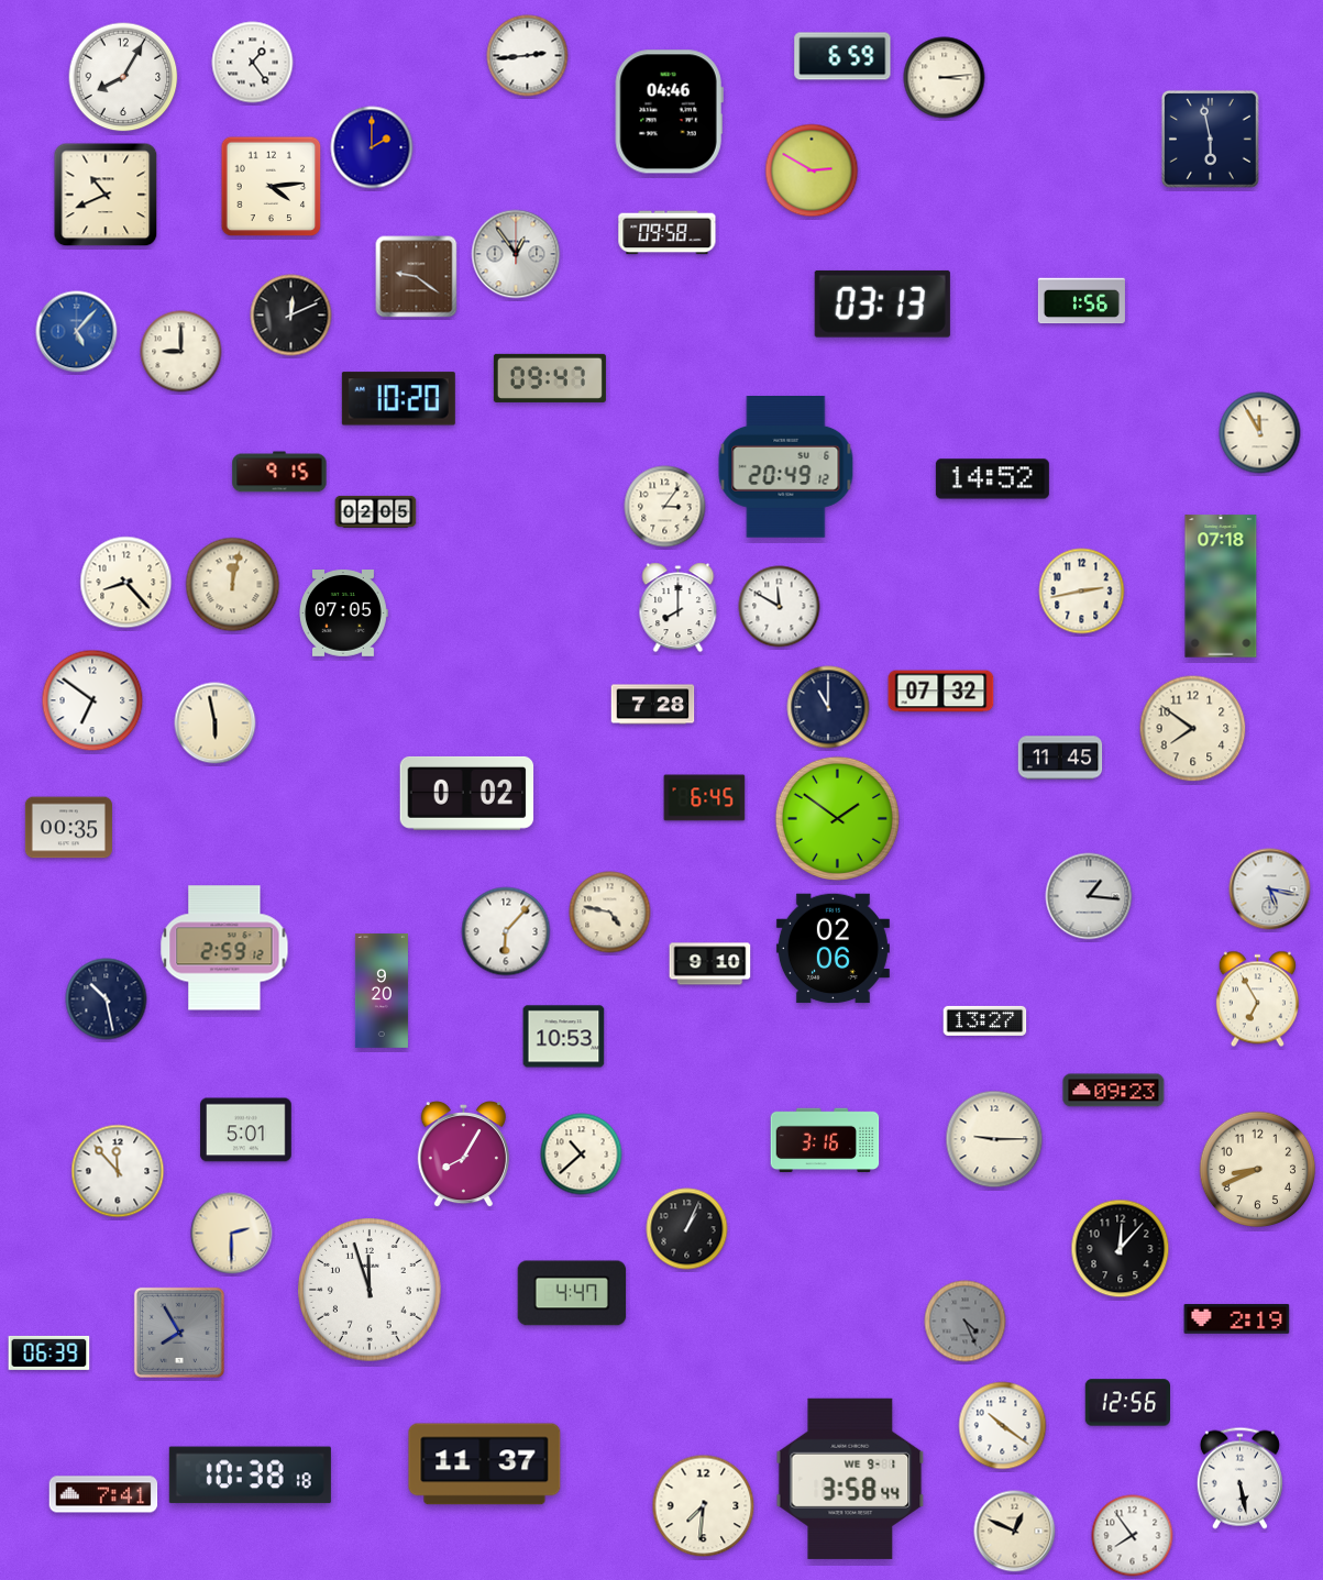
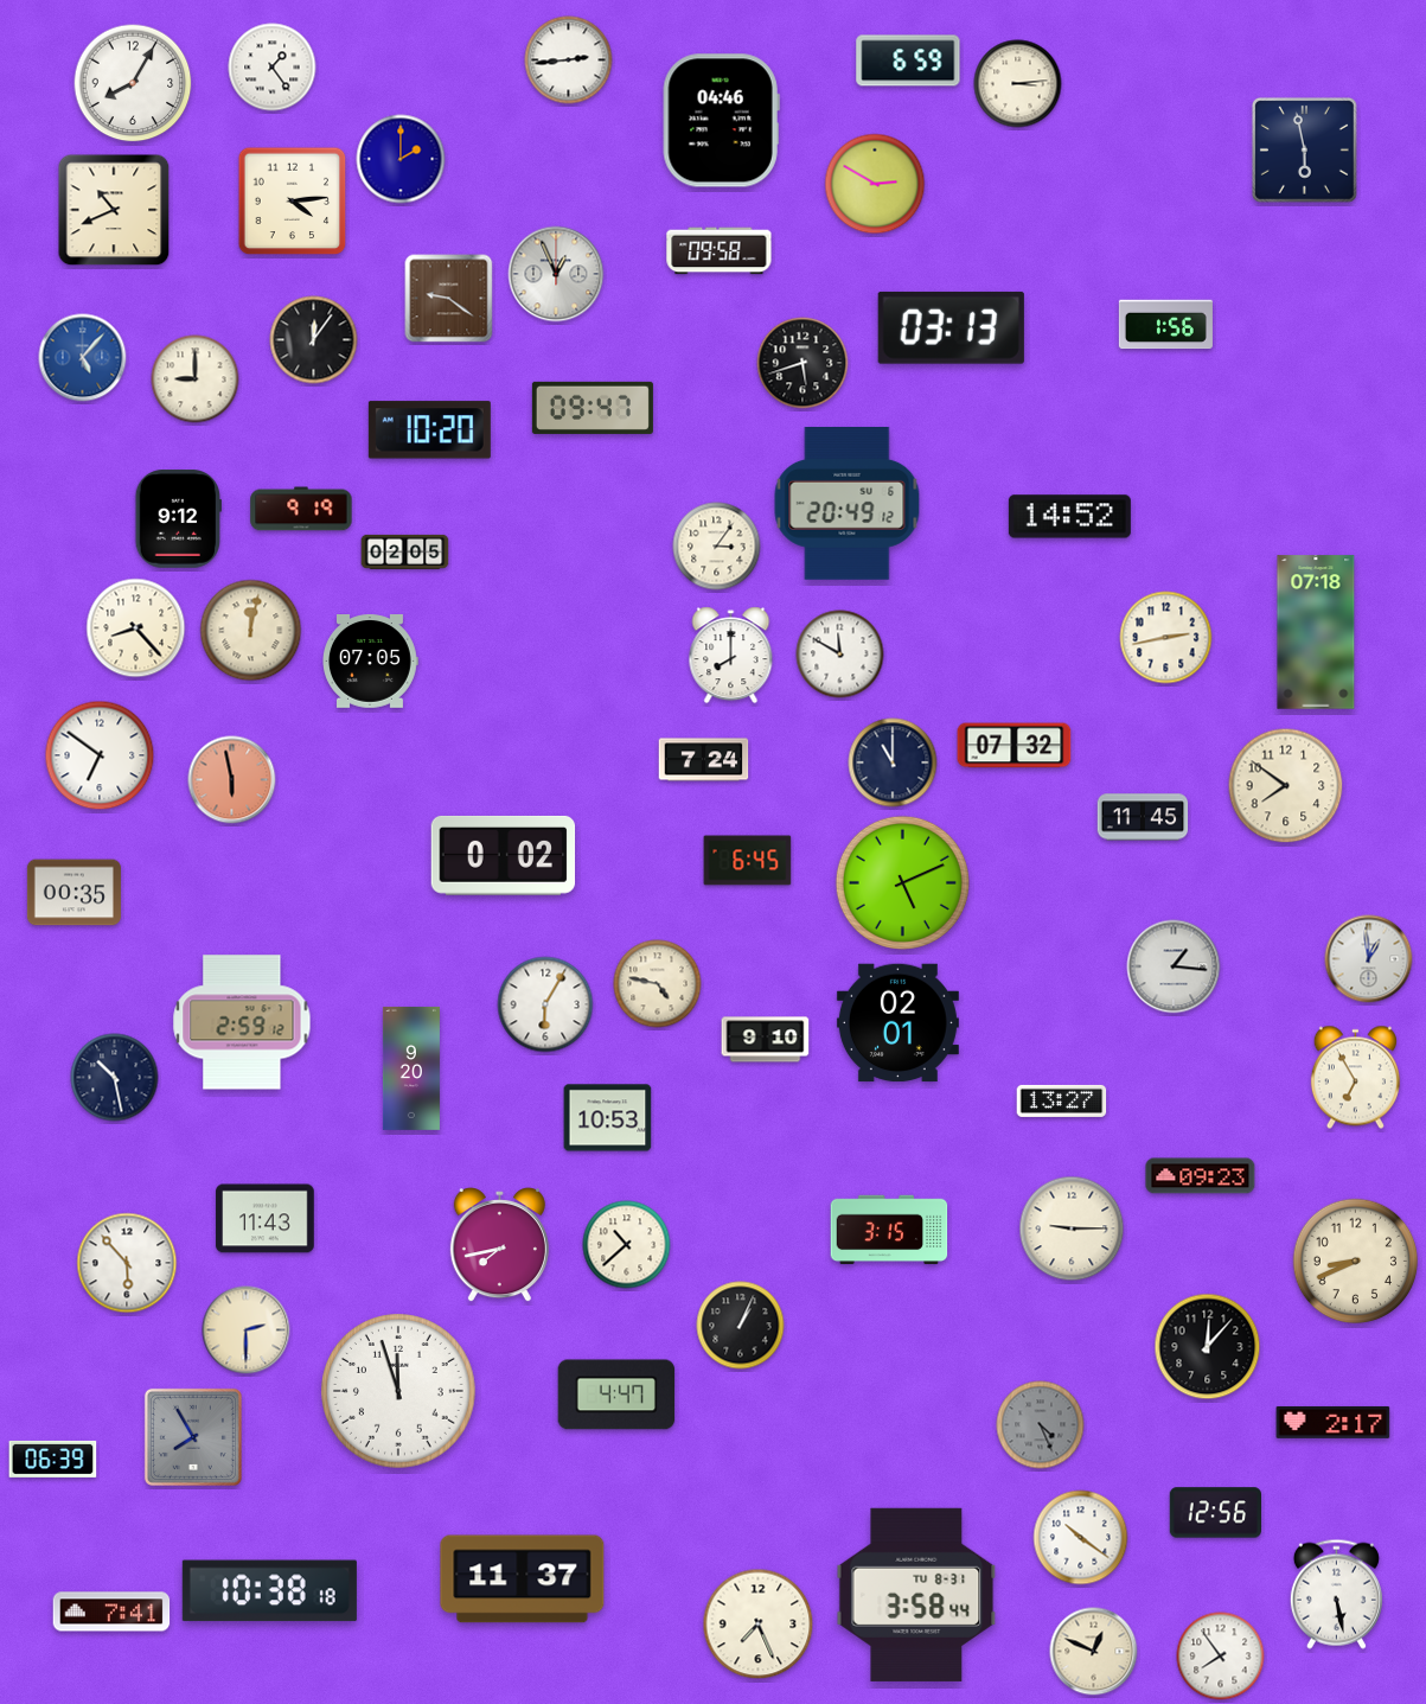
clock at (516, 254): 12:54 -> 12:56
clock at (291, 316): 12:11 -> 12:06
clock at (802, 363): none -> 5:42
clock at (1260, 433): 11:55 -> none
clock at (279, 472): 9:15 -> 9:19
clock at (178, 519): none -> 9:12
clock at (653, 705): 7:28 -> 7:24
clock at (216, 723) dial: cream -> salmon
clock at (705, 798) position: (705, 798) -> (748, 861)
clock at (837, 818): 1:51 -> 5:11
clock at (1270, 890): 5:17 -> 12:59
clock at (506, 931): 6:07 -> 6:05
clock at (833, 949): 02:06 -> 02:01
clock at (246, 1130): 5:01 -> 11:43
clock at (825, 1140): 3:16 -> 3:15
clock at (463, 1154): 8:05 -> 7:43
clock at (118, 1171): 11:53 -> 5:53
clock at (232, 1234) position: (232, 1234) -> (247, 1330)
clock at (1237, 1318): 2:19 -> 2:17
clock at (850, 1479) date: WE 9-1 -> TU 8-31
clock at (704, 1506): 7:31 -> 7:26
